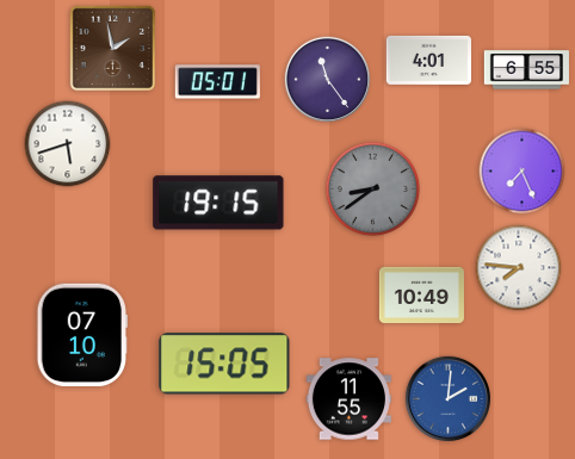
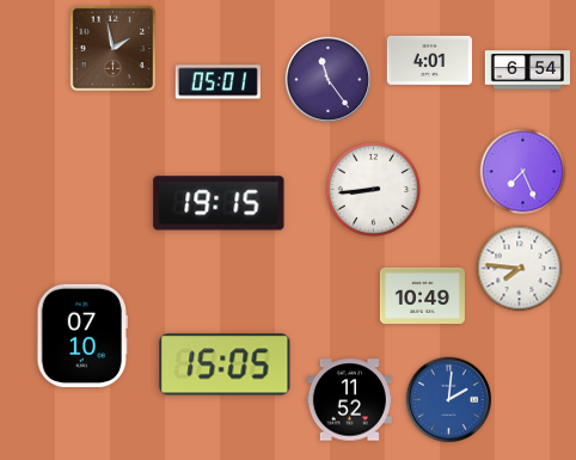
clock at (526, 70): 6:55 -> 6:54
clock at (68, 144): 5:42 -> none
clock at (372, 188): 8:39 -> 8:44
clock at (372, 188) dial: grey -> white
clock at (348, 399): 11:55 -> 11:52
